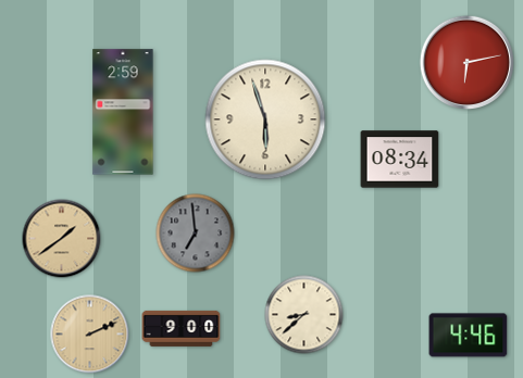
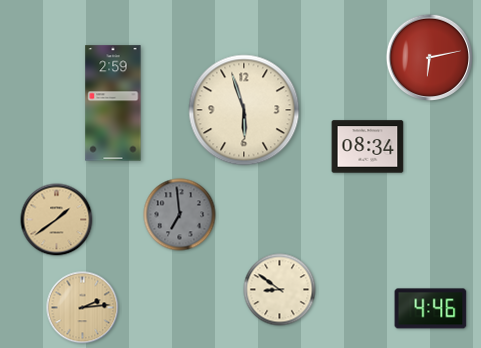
clock at (304, 315): 8:38 -> 8:51
clock at (182, 328): 9:00 -> none
clock at (90, 335): 2:11 -> 2:14
